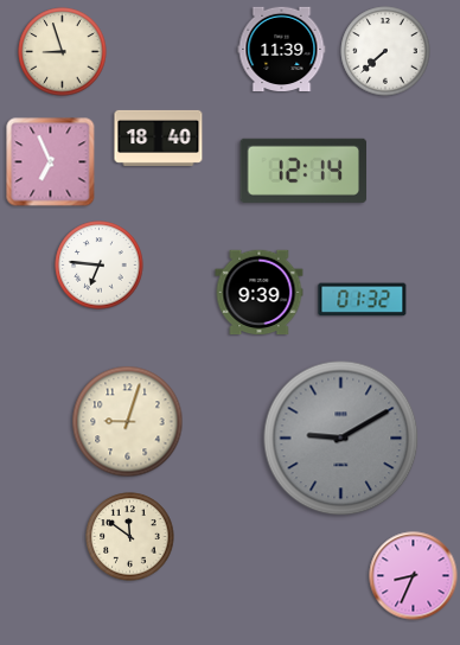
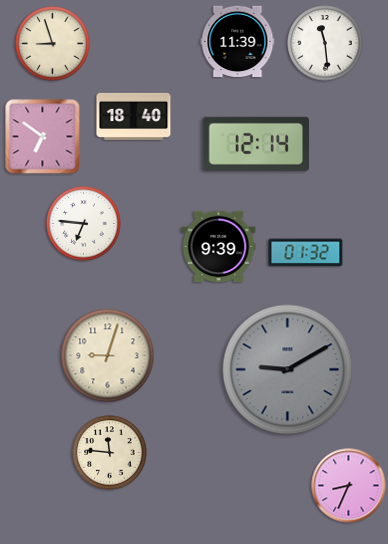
clock at (385, 51): 7:38 -> 11:29
clock at (51, 162): 6:56 -> 6:51
clock at (130, 537): 11:51 -> 11:46
